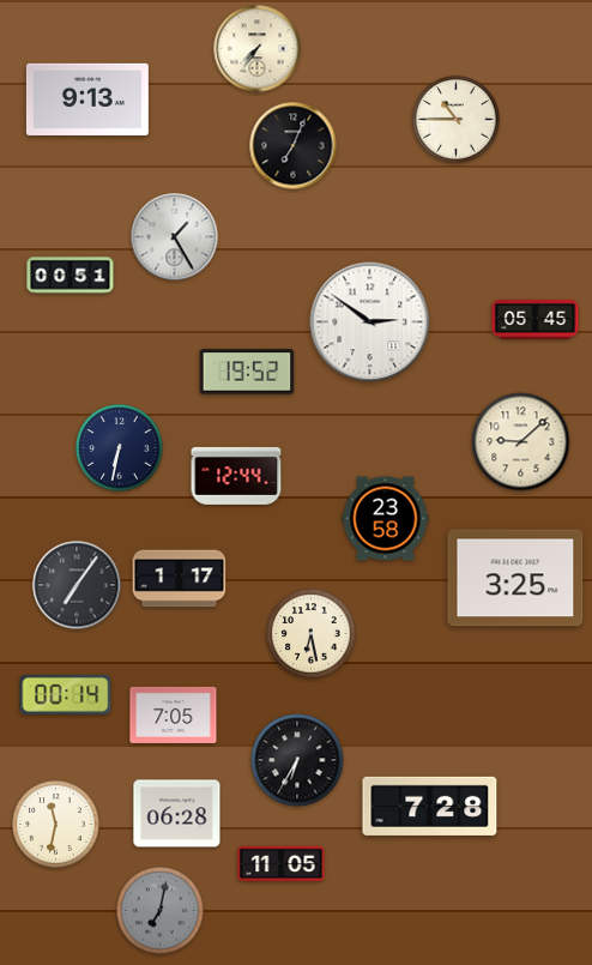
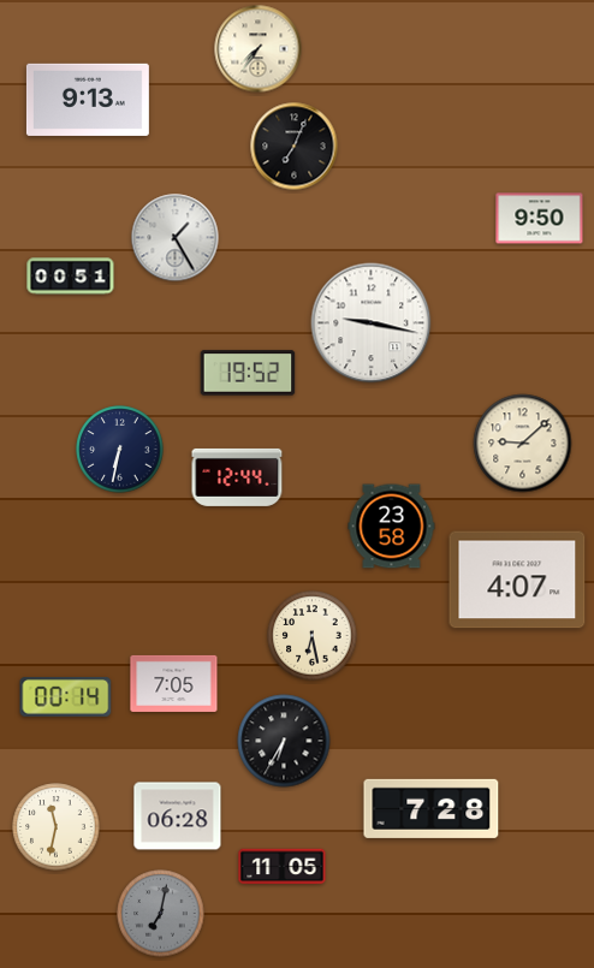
clock at (457, 120): 10:45 -> none
clock at (540, 219): none -> 9:50
clock at (536, 319): 05:45 -> none
clock at (370, 322): 2:51 -> 9:17
clock at (386, 519) position: (386, 519) -> (392, 527)
clock at (515, 578): 3:25 -> 4:07
clock at (180, 579): 1:17 -> none
clock at (77, 585): 7:06 -> none
clock at (174, 714) position: (174, 714) -> (174, 683)
clock at (297, 760) position: (297, 760) -> (284, 741)
